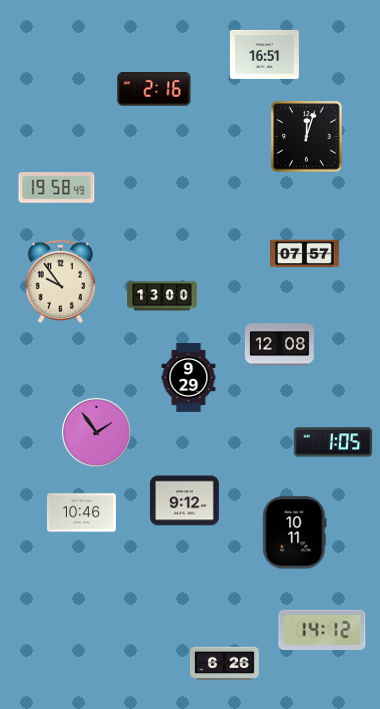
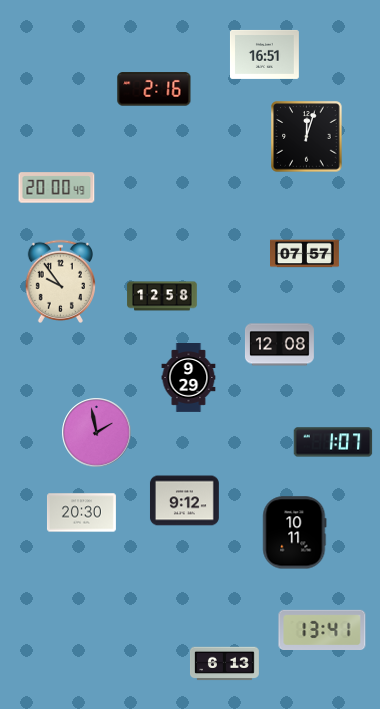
clock at (57, 188): 19:58 -> 20:00
clock at (162, 296): 13:00 -> 12:58
clock at (97, 433): 1:54 -> 1:58
clock at (333, 442): 1:05 -> 1:07
clock at (81, 513): 10:46 -> 20:30
clock at (322, 629): 14:12 -> 13:41
clock at (224, 664): 6:26 -> 6:13
